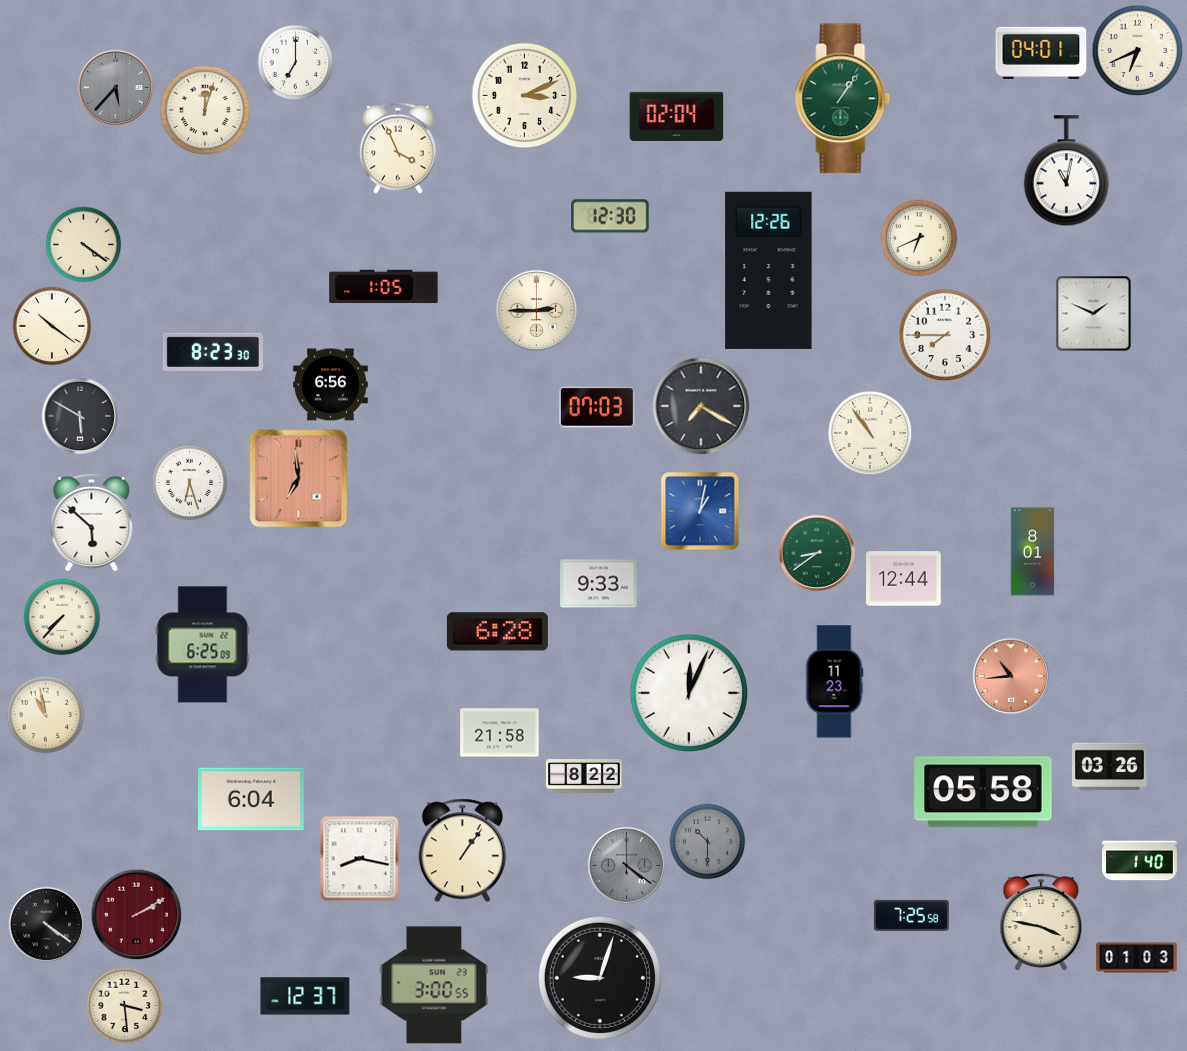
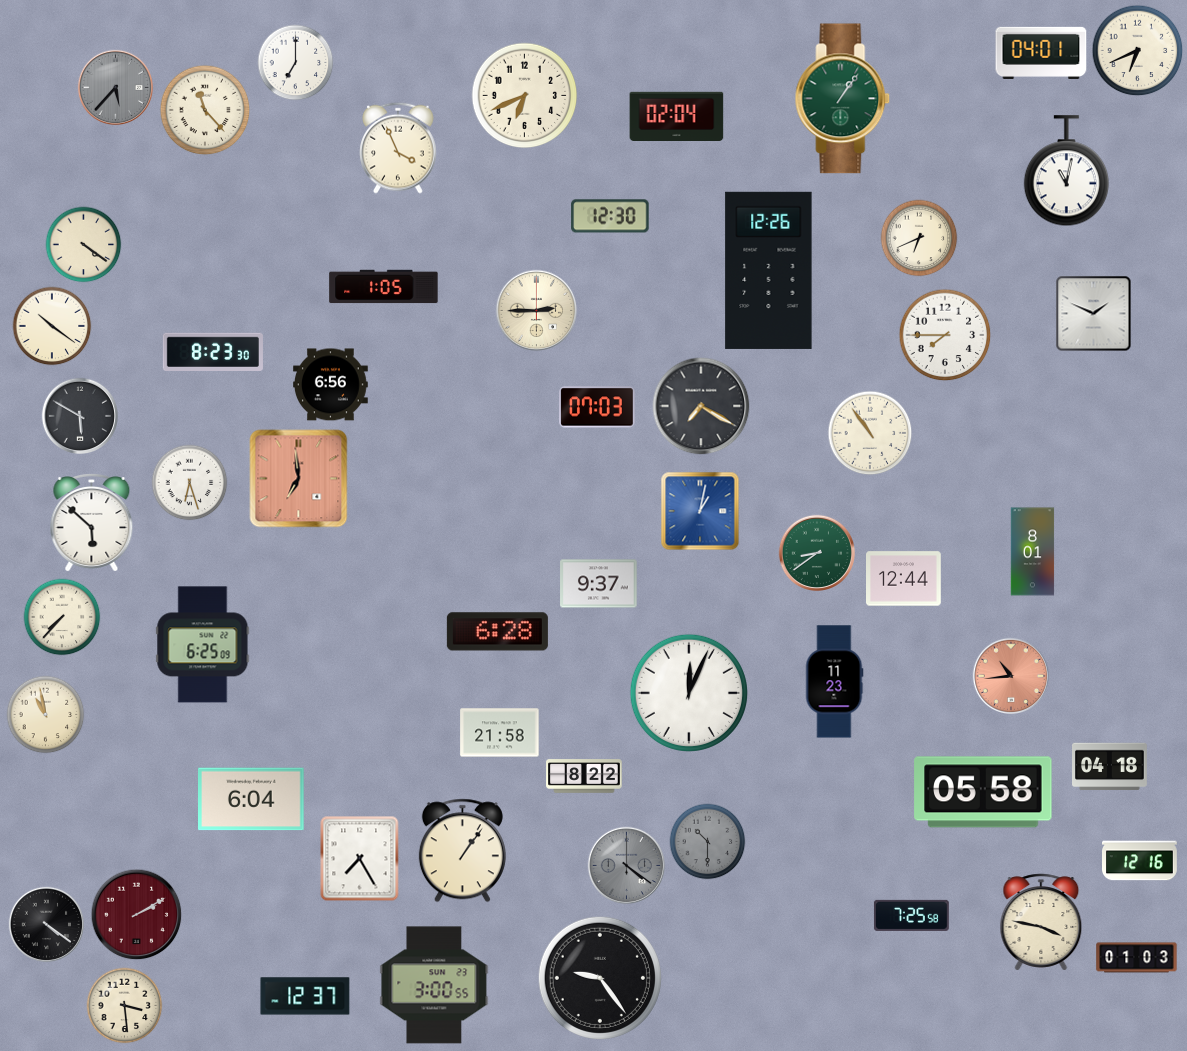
clock at (525, 96): 3:11 -> 6:41
clock at (205, 110): 12:03 -> 11:23
clock at (599, 584): 9:33 -> 9:37
clock at (1110, 767): 03:26 -> 04:18
clock at (360, 859): 8:17 -> 7:25
clock at (1140, 861): 1:40 -> 12:16
clock at (600, 978): 9:03 -> 9:24
